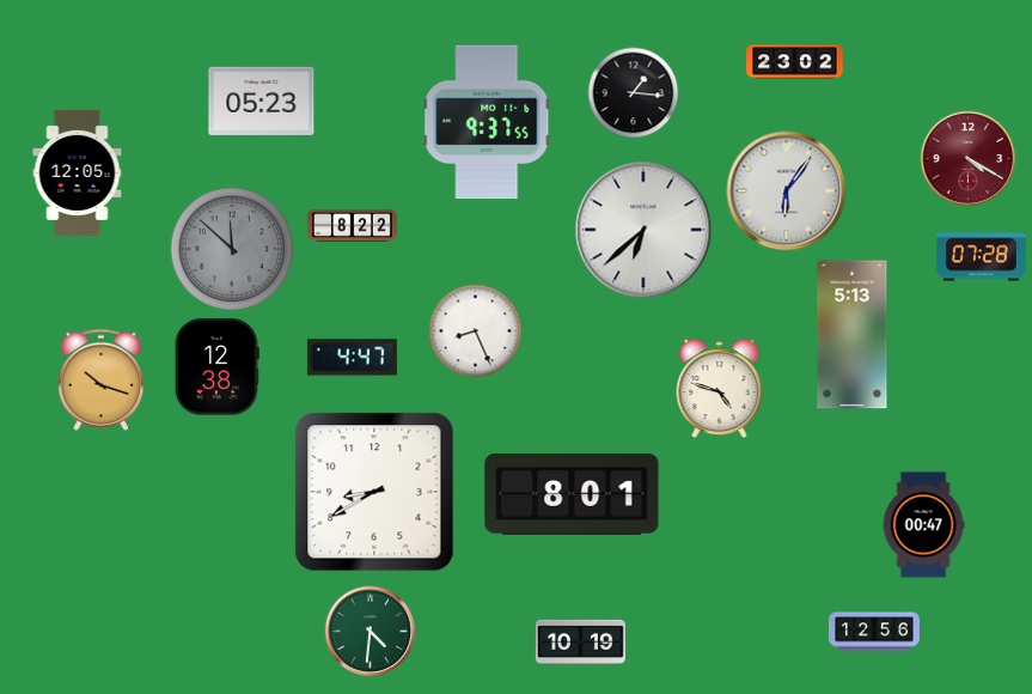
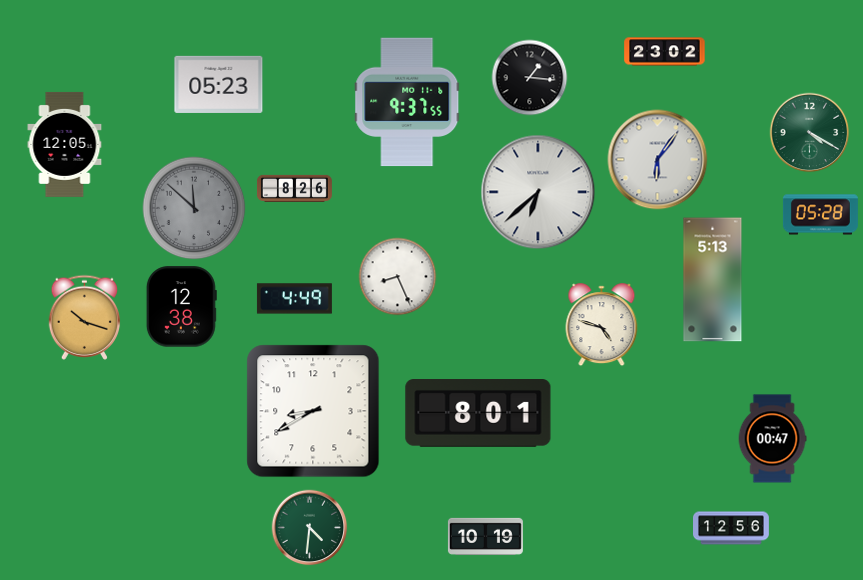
clock at (969, 159) dial: burgundy -> green
clock at (352, 225): 8:22 -> 8:26
clock at (981, 257): 07:28 -> 05:28
clock at (352, 358): 4:47 -> 4:49
